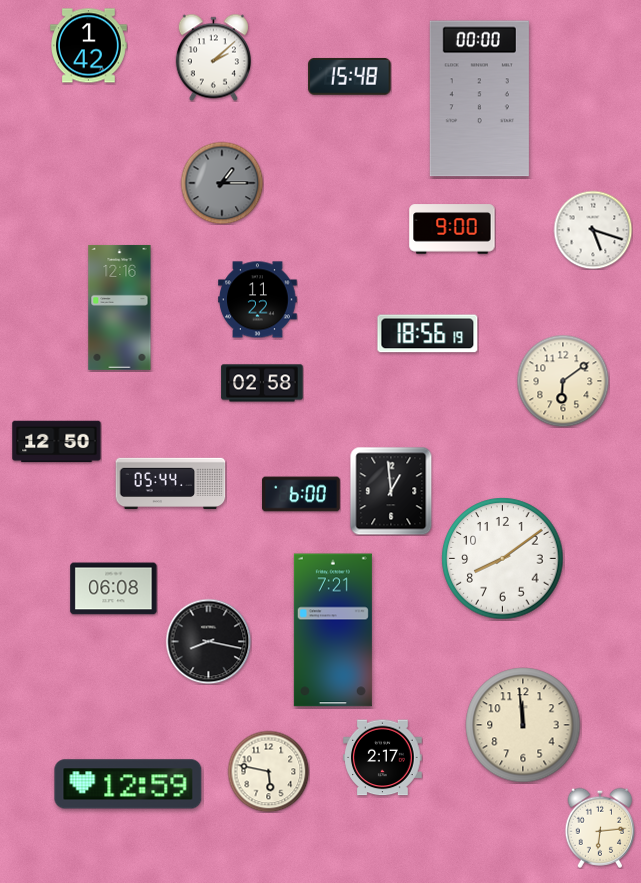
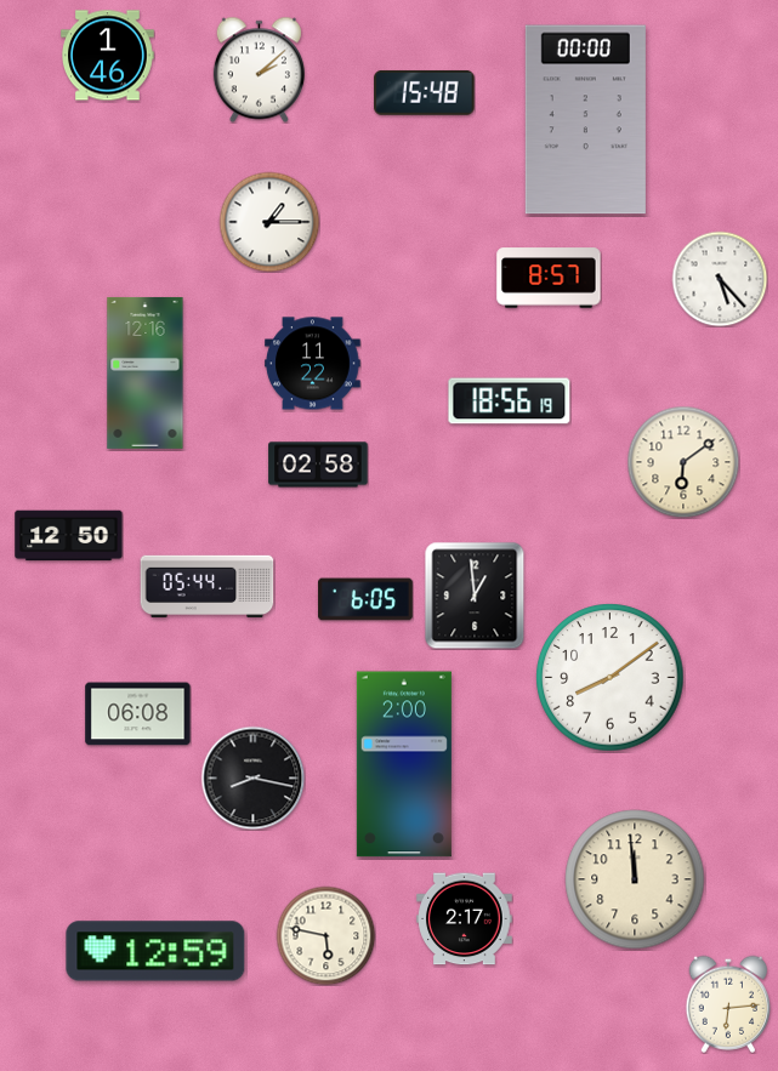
clock at (89, 46): 1:42 -> 1:46
clock at (479, 99) position: (479, 99) -> (585, 120)
clock at (222, 183) dial: grey -> white
clock at (452, 229): 9:00 -> 8:57
clock at (593, 230): 5:18 -> 5:23
clock at (428, 334) position: (428, 334) -> (510, 401)
clock at (301, 494): 6:00 -> 6:05
clock at (333, 630): 7:21 -> 2:00
